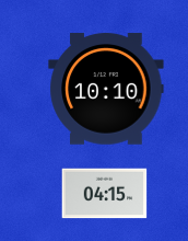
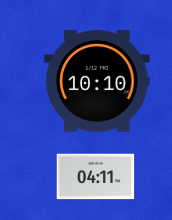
clock at (104, 194): 04:15 -> 04:11
